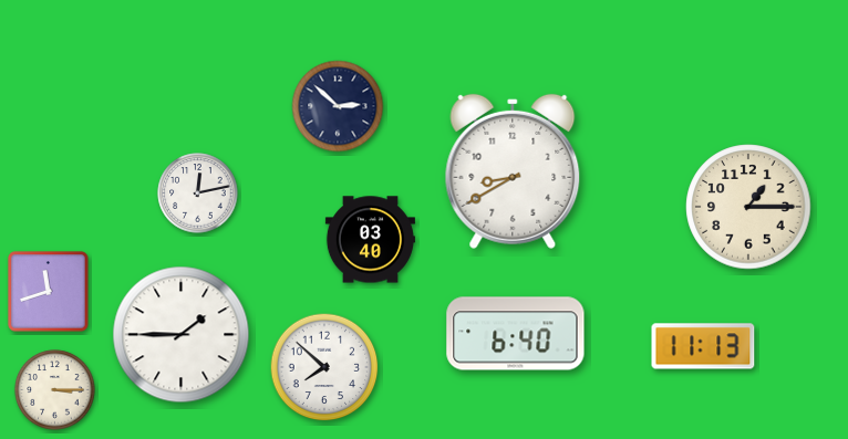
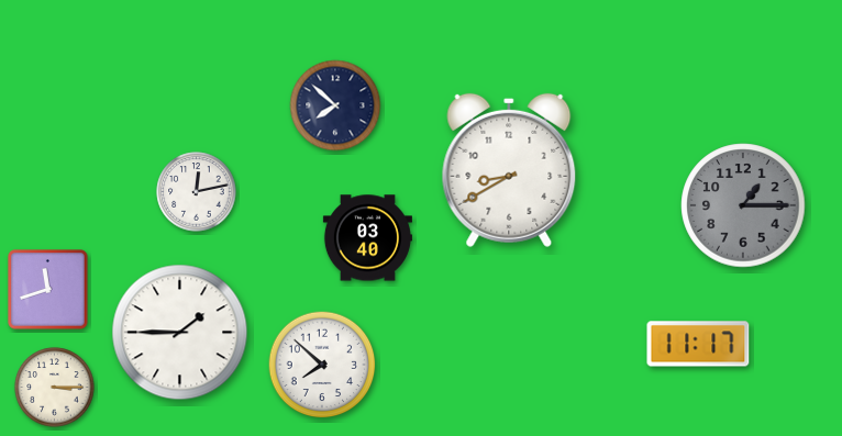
clock at (338, 106): 2:52 -> 7:52
clock at (748, 207) dial: cream -> grey
clock at (516, 334): 6:40 -> none
clock at (703, 346): 11:13 -> 11:17
